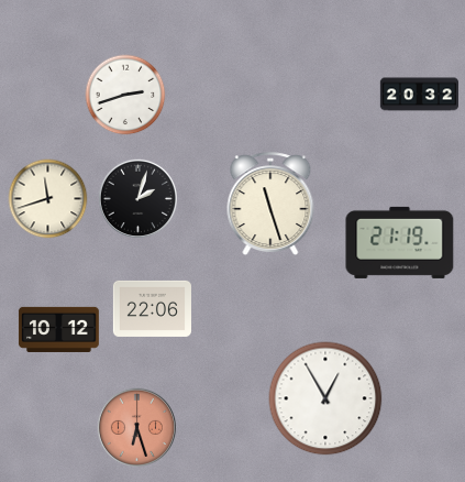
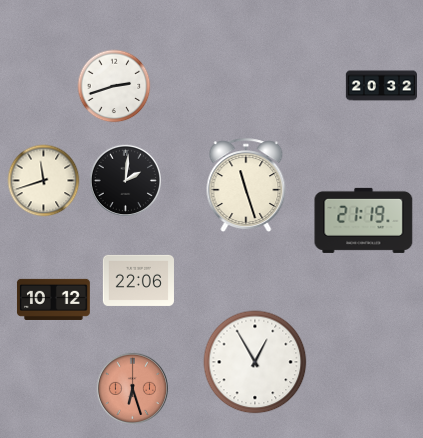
clock at (137, 198): 2:03 -> 2:01
clock at (325, 398) position: (325, 398) -> (255, 362)
clock at (136, 427) position: (136, 427) -> (132, 388)
